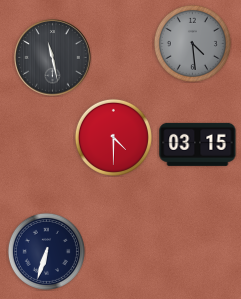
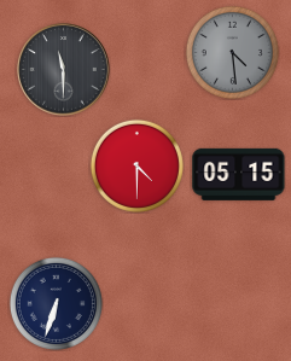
clock at (53, 58): 11:28 -> 11:30
clock at (198, 144): 03:15 -> 05:15
